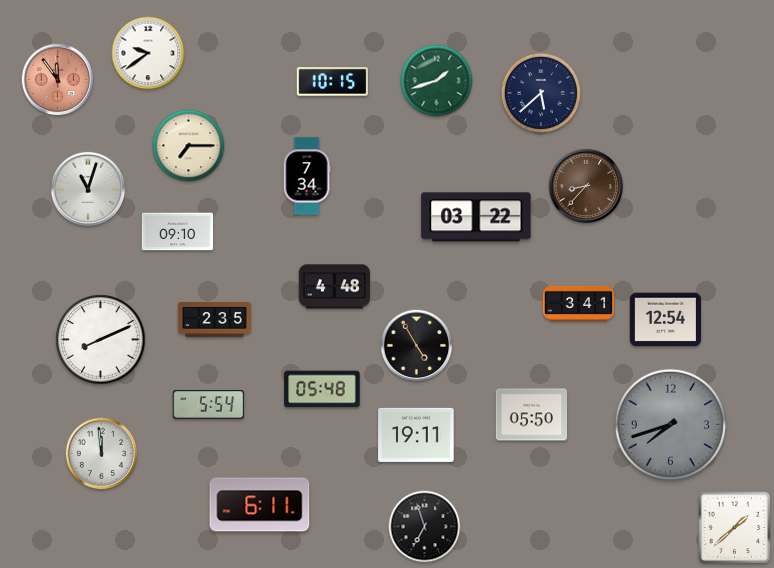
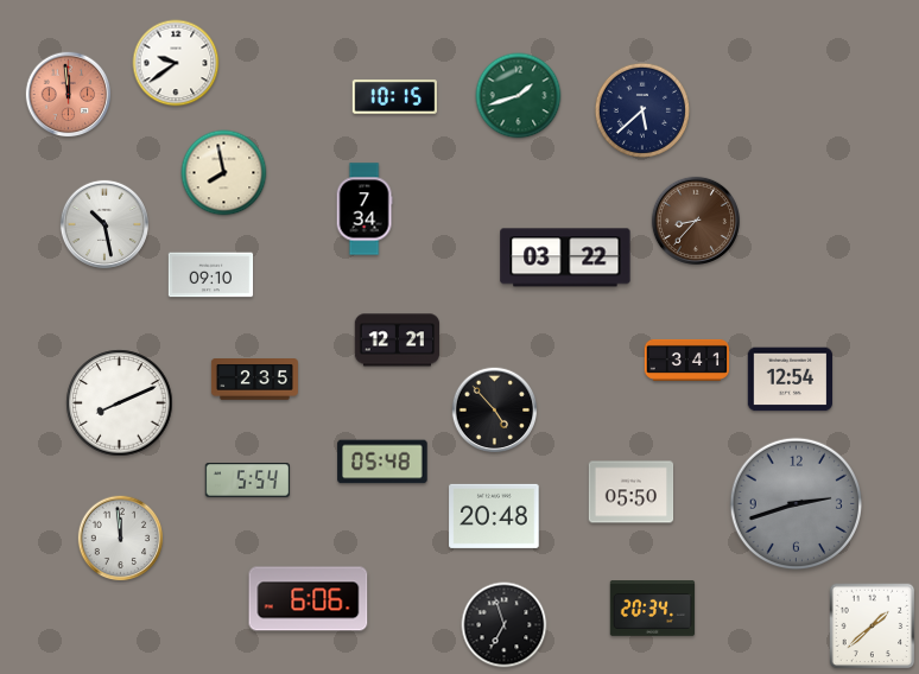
clock at (58, 80): 11:54 -> 11:59
clock at (189, 146): 7:15 -> 7:58
clock at (88, 189): 11:03 -> 10:28
clock at (334, 287): 4:48 -> 12:21
clock at (417, 346): 4:55 -> 4:53
clock at (670, 424): 7:42 -> 2:42
clock at (416, 435): 19:11 -> 20:48
clock at (260, 505): 6:11 -> 6:06
clock at (653, 609): none -> 20:34
